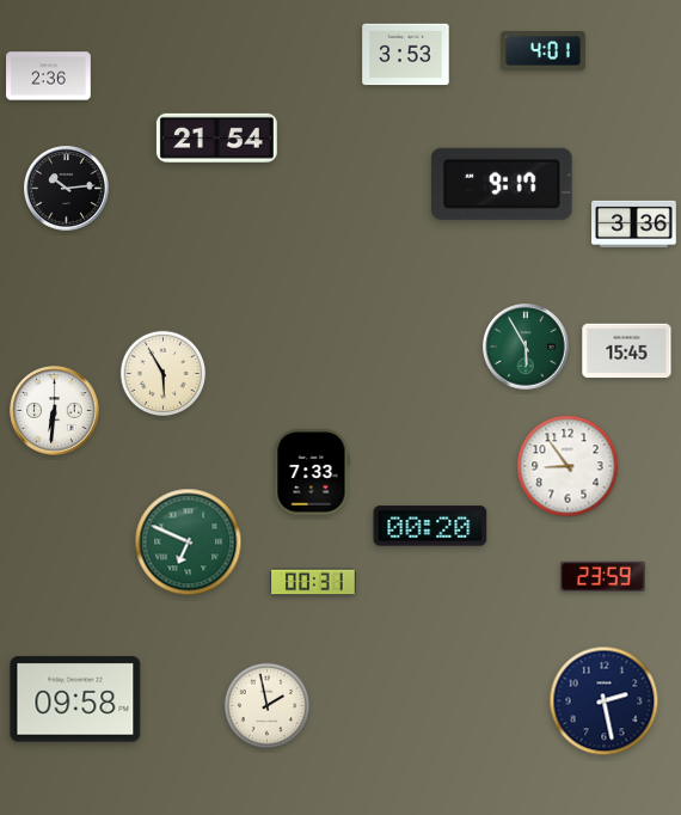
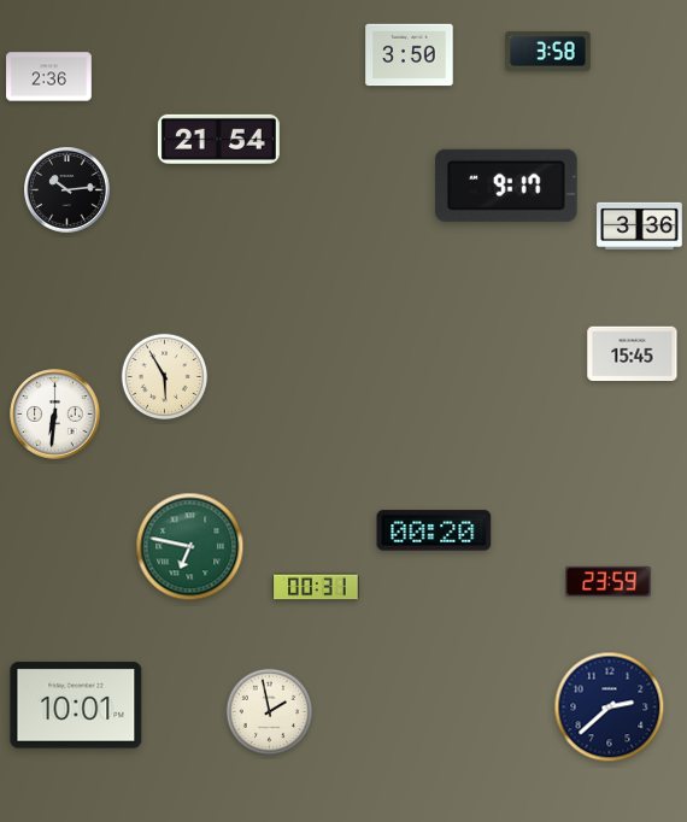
clock at (544, 51): 4:01 -> 3:58
clock at (406, 55): 3:53 -> 3:50
clock at (526, 347): 5:55 -> none
clock at (567, 466): 8:54 -> none
clock at (312, 472): 7:33 -> none
clock at (189, 543): 6:49 -> 6:47
clock at (75, 699): 09:58 -> 10:01
clock at (605, 701): 2:28 -> 2:38
